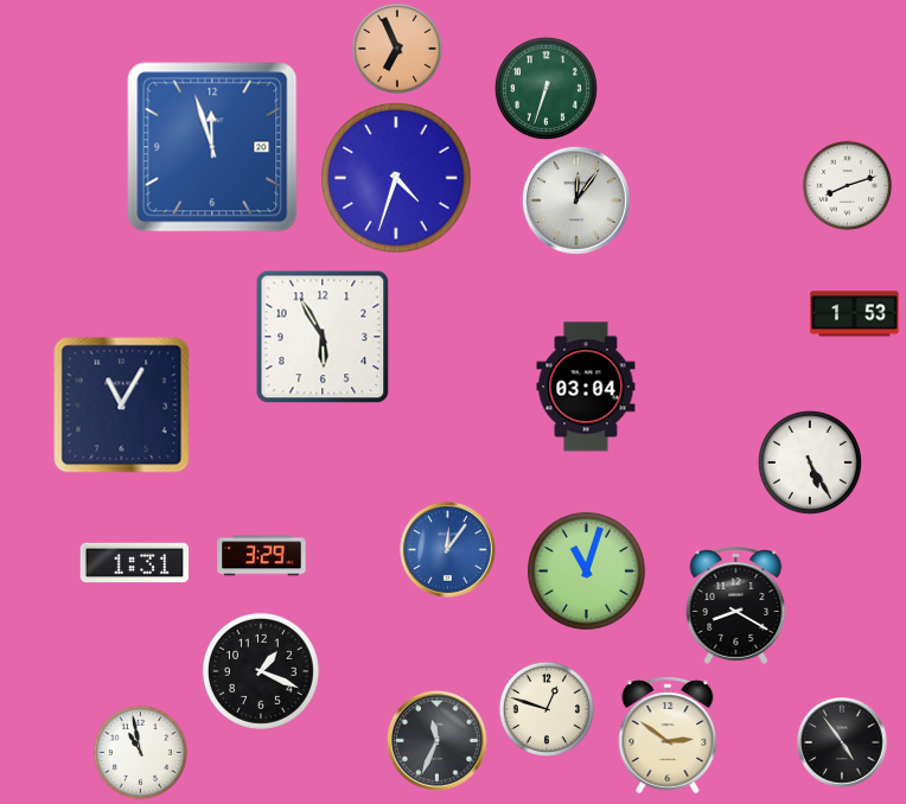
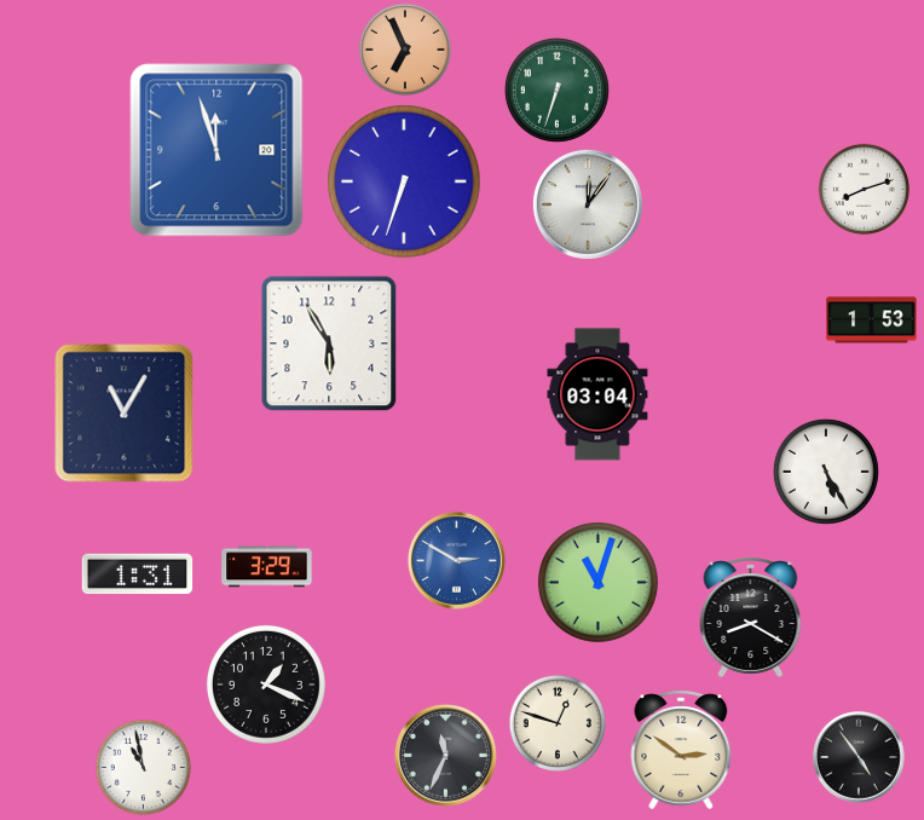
clock at (396, 178): 4:33 -> 6:33
clock at (447, 549): 12:06 -> 2:50
